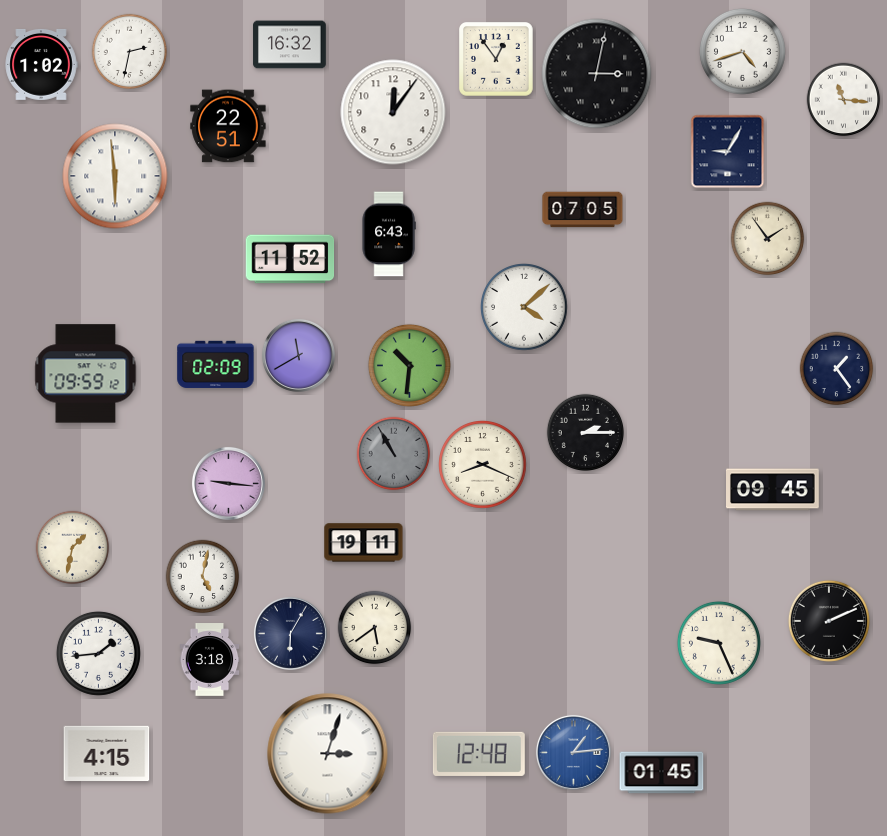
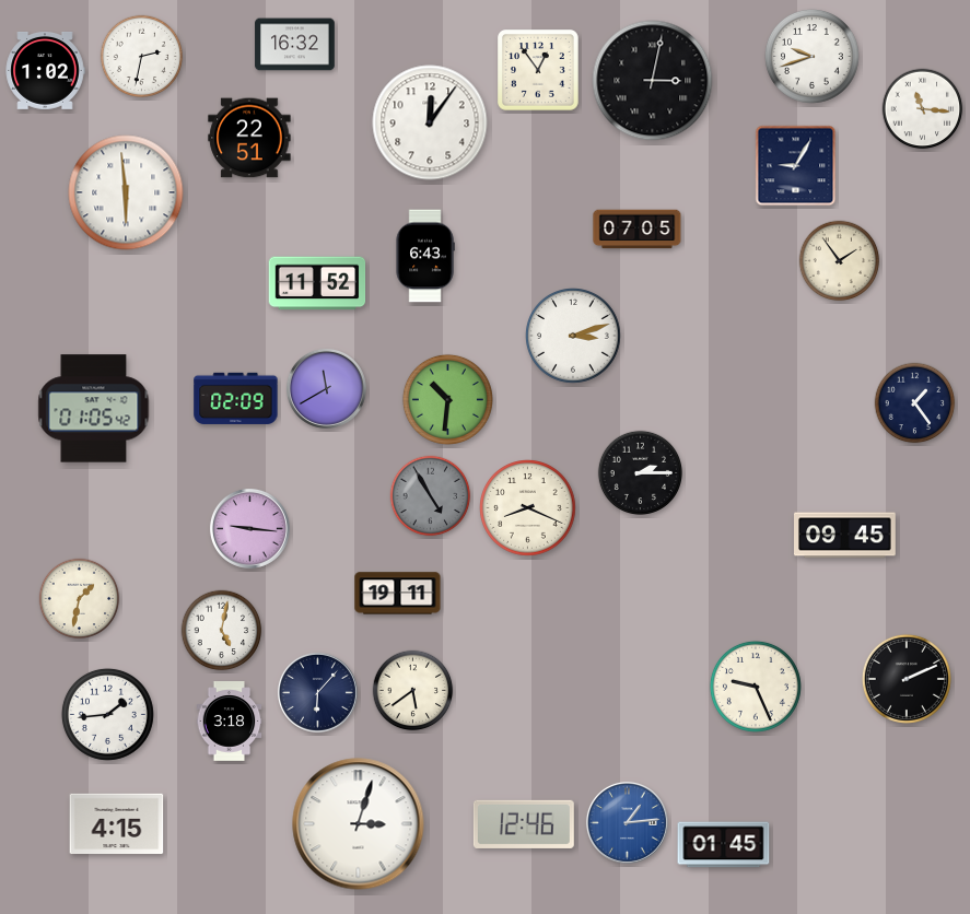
clock at (290, 45) position: (290, 45) -> (295, 45)
clock at (742, 51): 4:42 -> 9:42
clock at (497, 60) position: (497, 60) -> (539, 71)
clock at (525, 308): 4:08 -> 3:12
clock at (86, 374): 09:59 -> 01:05
clock at (394, 454): 10:55 -> 4:55
clock at (375, 628) position: (375, 628) -> (413, 691)
clock at (290, 633): 6:05 -> 6:07
clock at (719, 643) position: (719, 643) -> (756, 687)
clock at (479, 754): 12:48 -> 12:46
